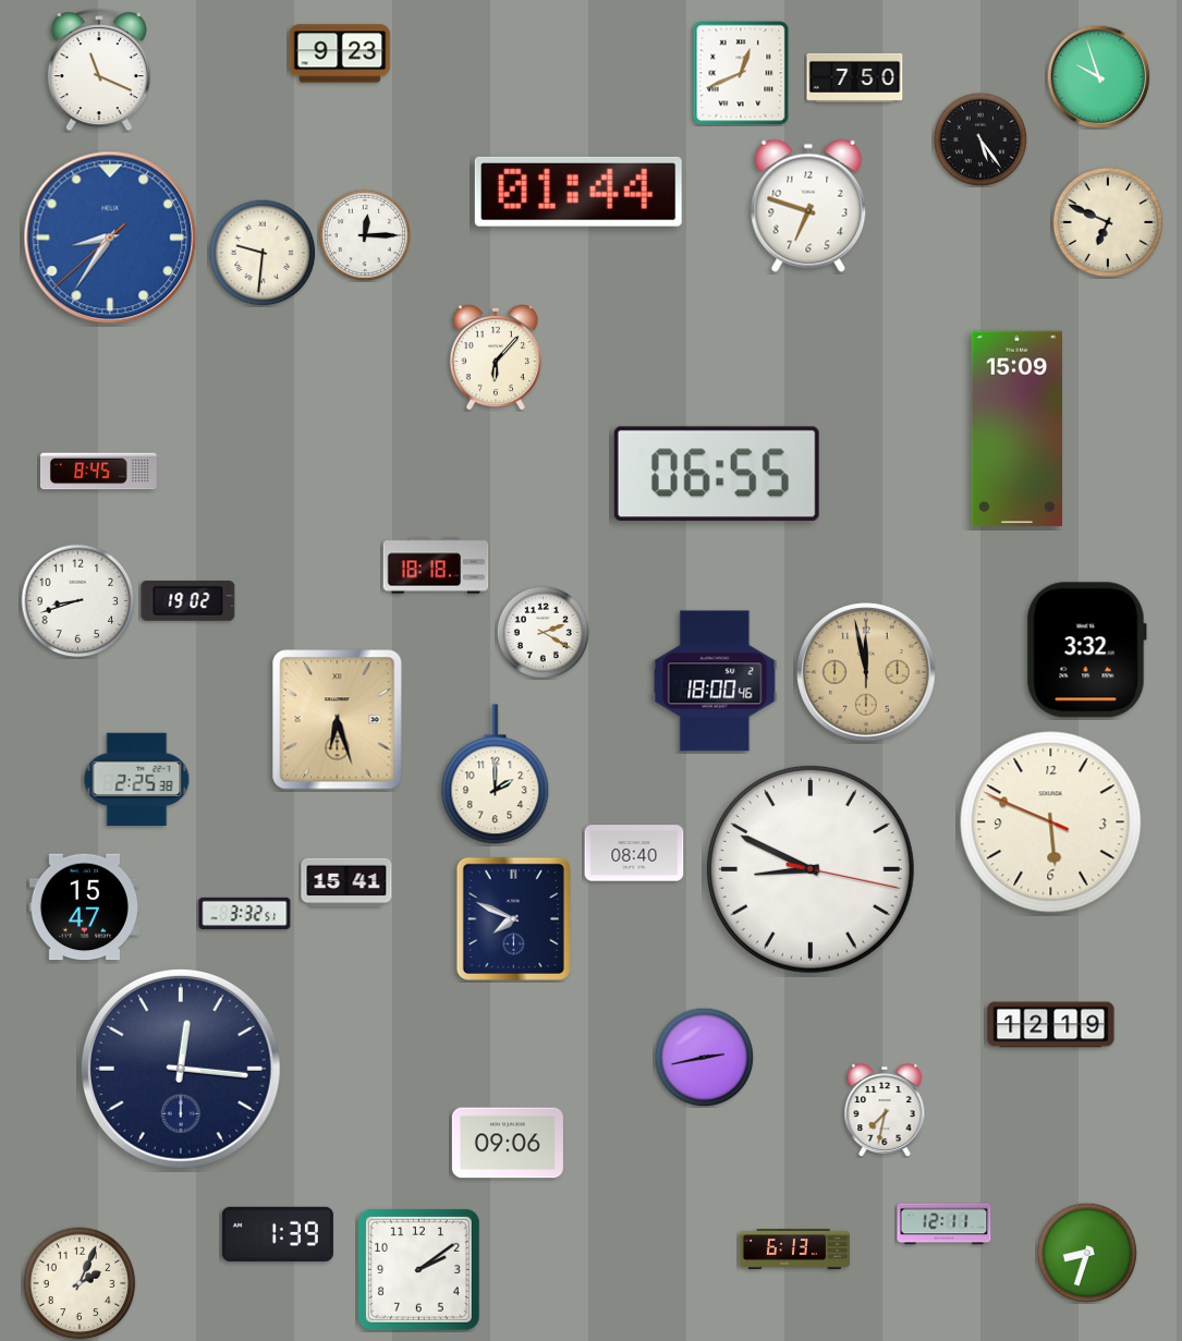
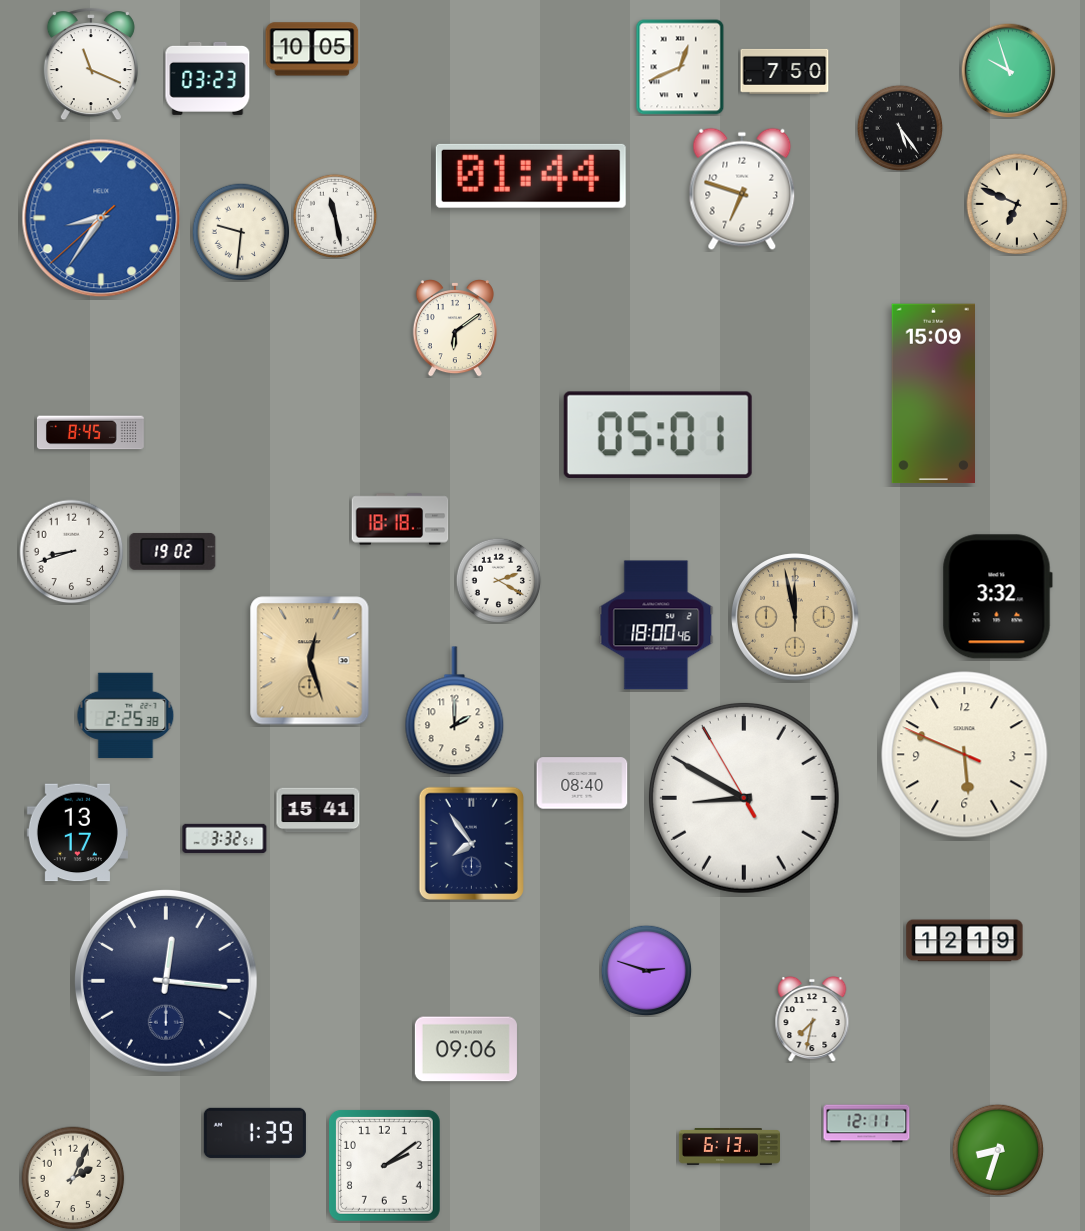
clock at (340, 53): 9:23 -> 10:05
clock at (208, 78): none -> 03:23
clock at (364, 234): 12:15 -> 11:28
clock at (496, 358): 6:07 -> 6:09
clock at (717, 474): 06:55 -> 05:01
clock at (338, 720): 6:27 -> 12:27
clock at (811, 869): 8:49:17 -> 8:49:55
clock at (84, 907): 15:47 -> 13:17
clock at (513, 918): 7:49 -> 7:54
clock at (704, 1057): 2:43 -> 2:48
